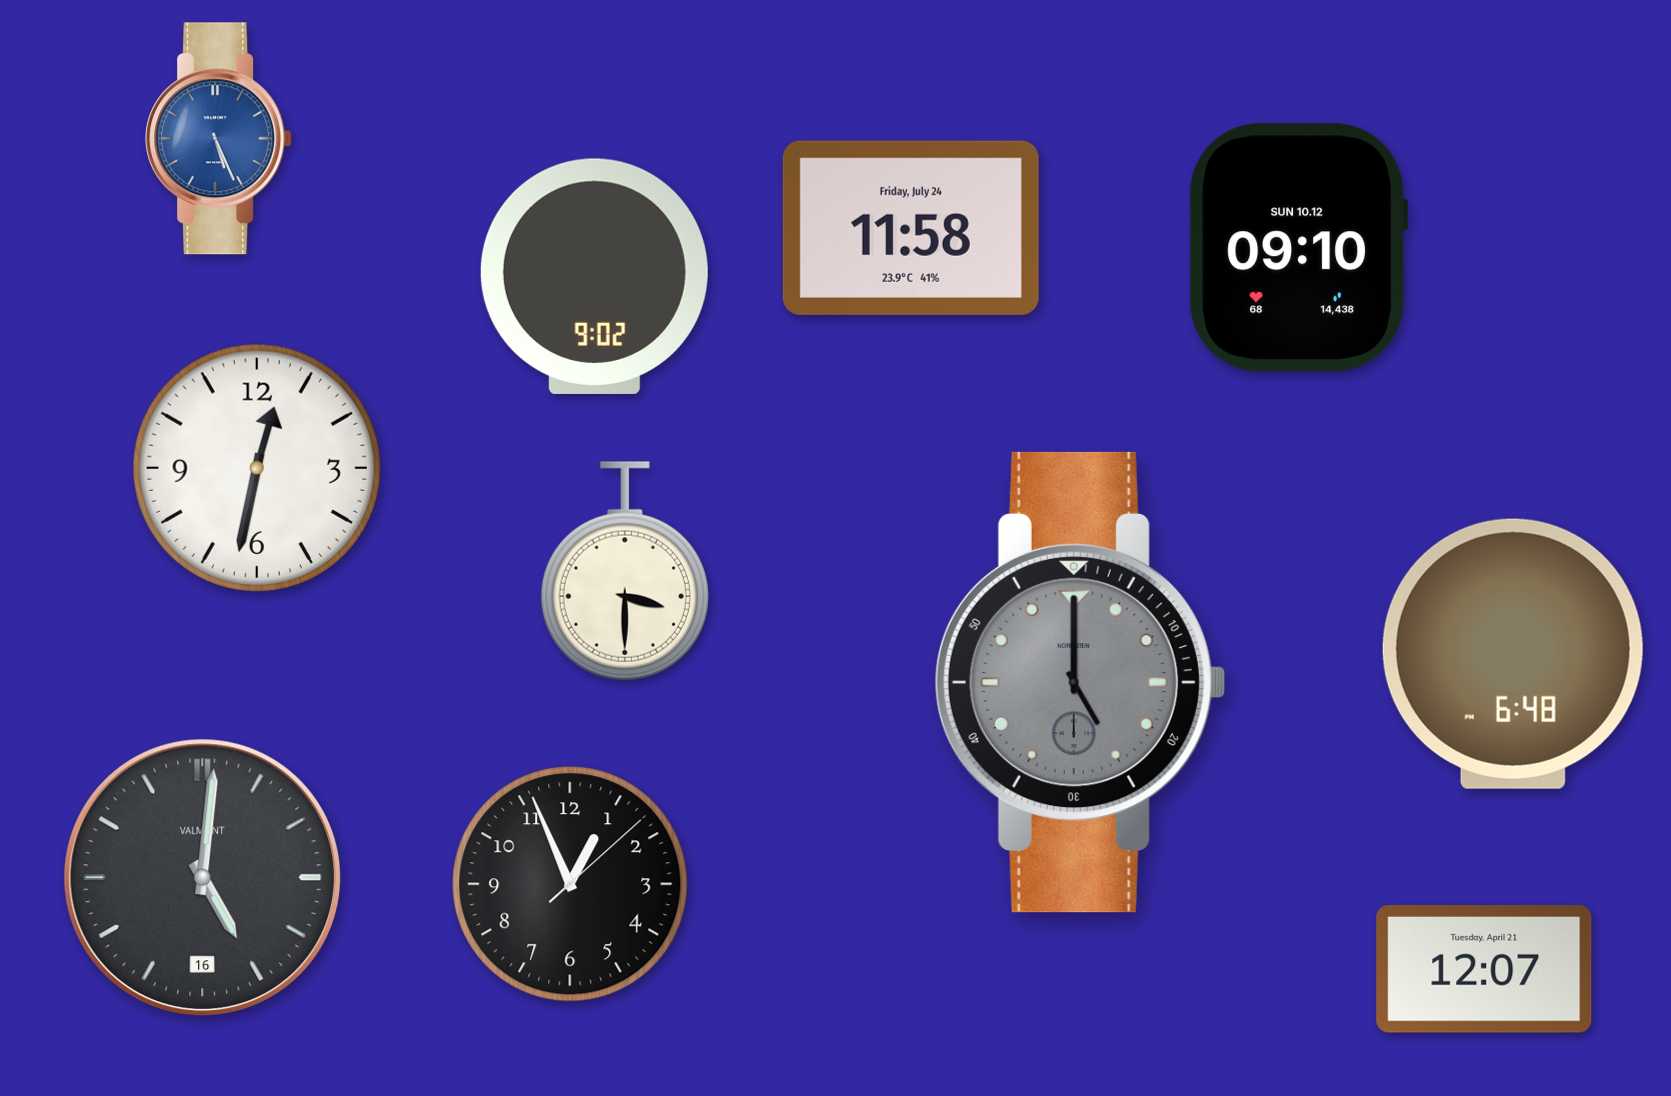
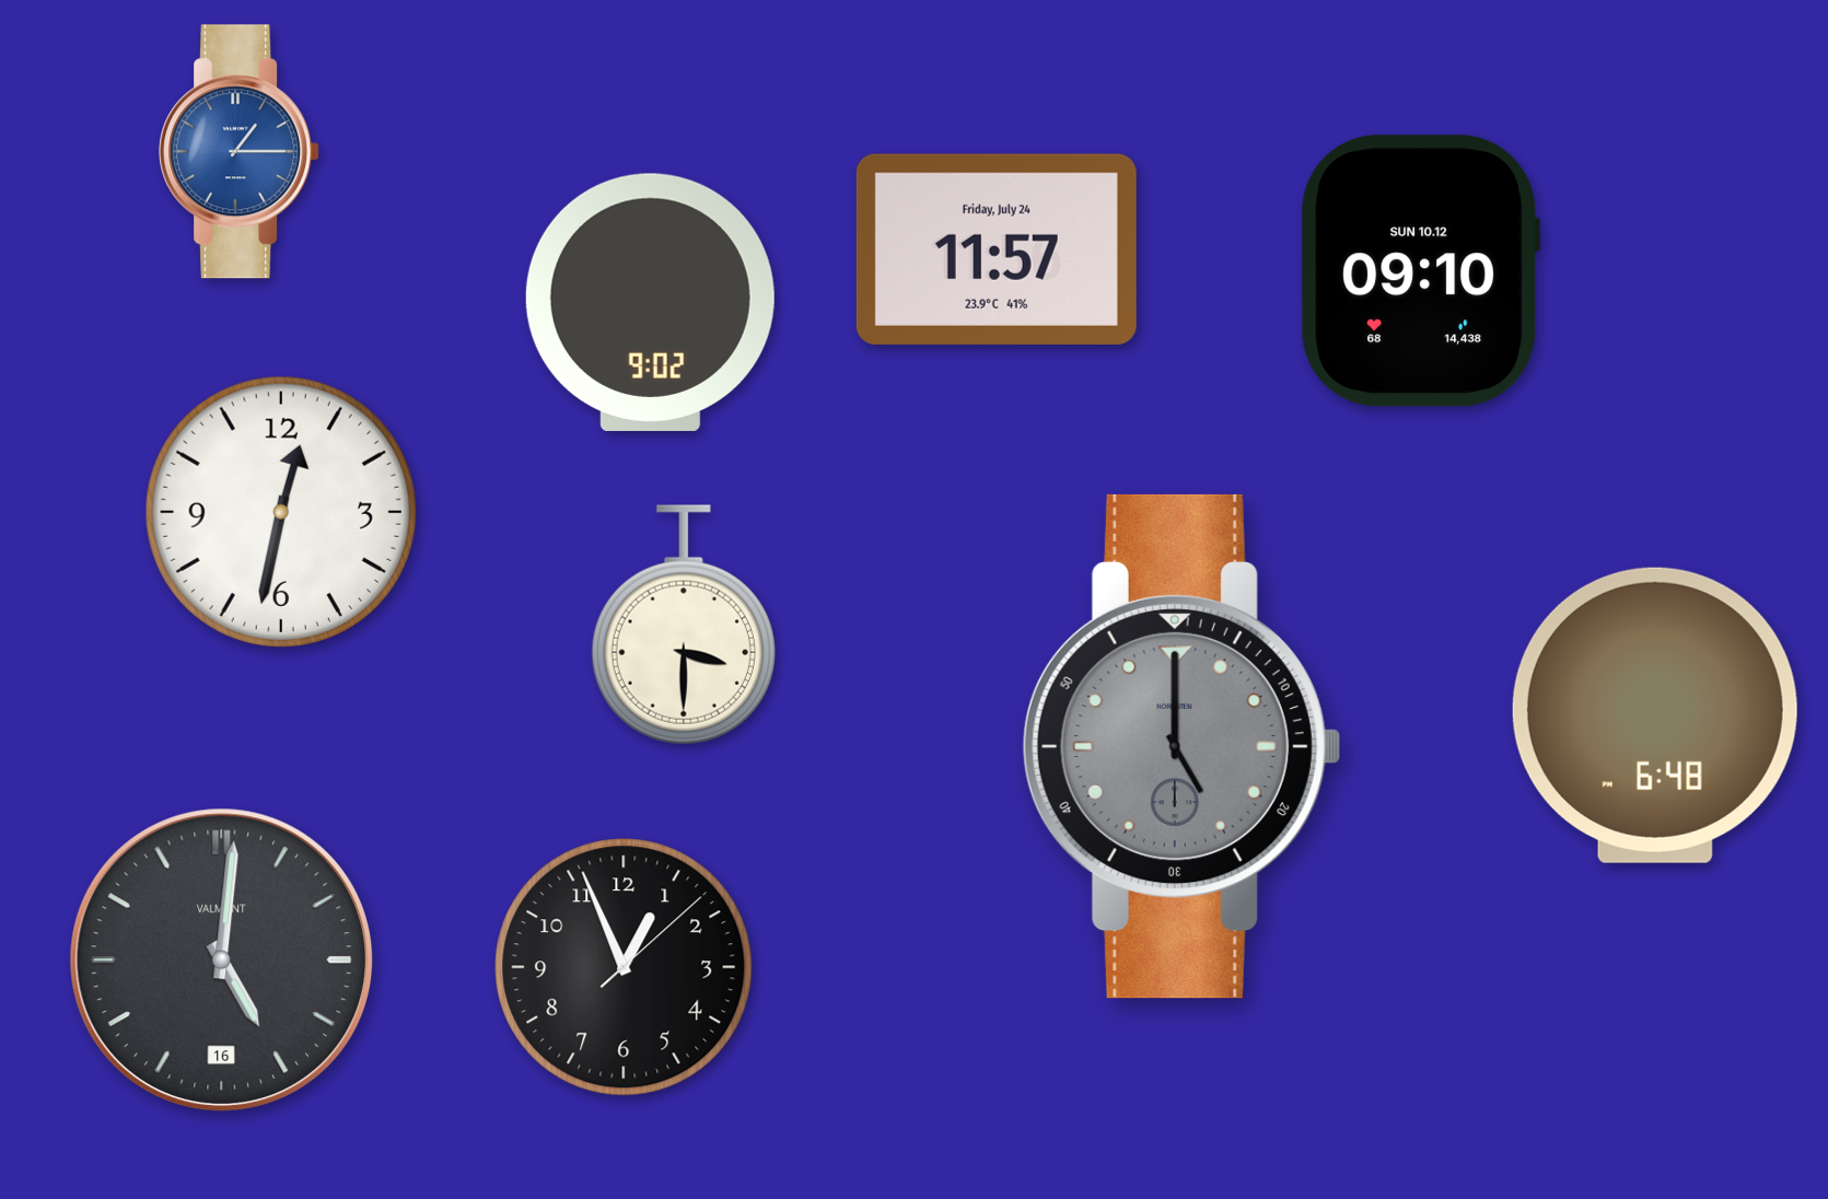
clock at (219, 139): 5:26 -> 1:15
clock at (911, 228): 11:58 -> 11:57
clock at (1484, 970): 12:07 -> none
